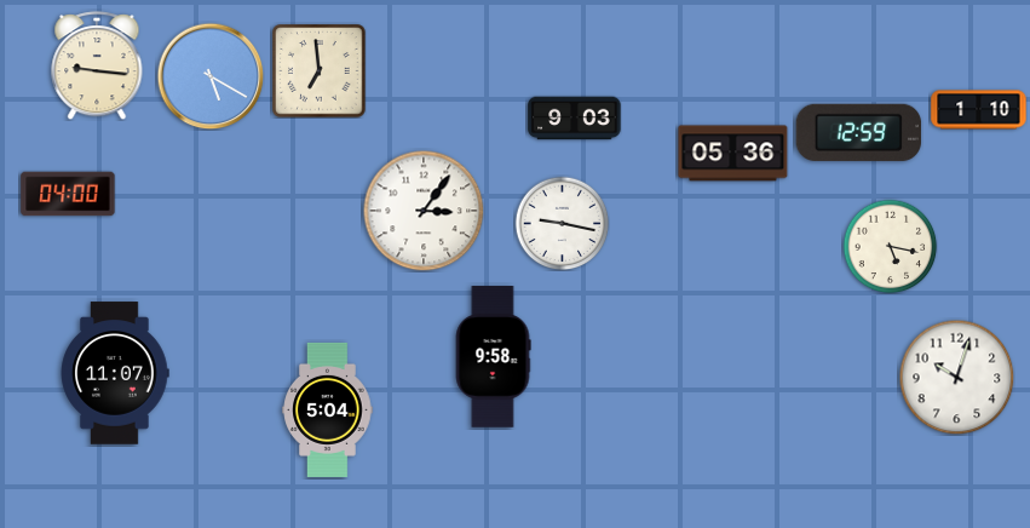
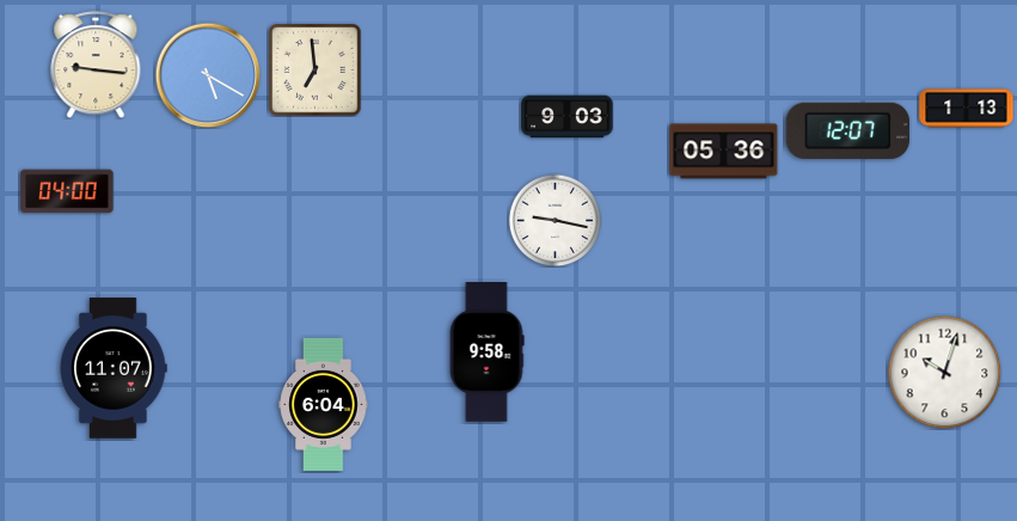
clock at (979, 110): 1:10 -> 1:13
clock at (859, 132): 12:59 -> 12:07
clock at (424, 211): 3:06 -> none
clock at (890, 246): 5:17 -> none
clock at (328, 409): 5:04 -> 6:04
